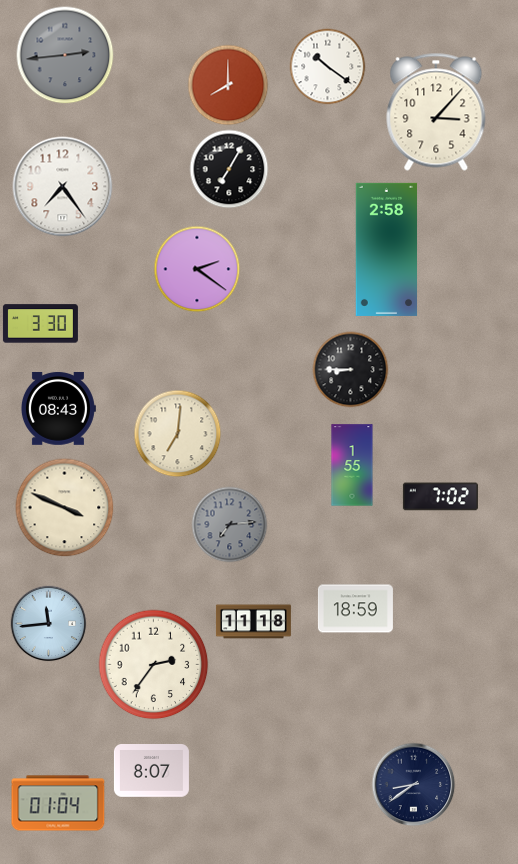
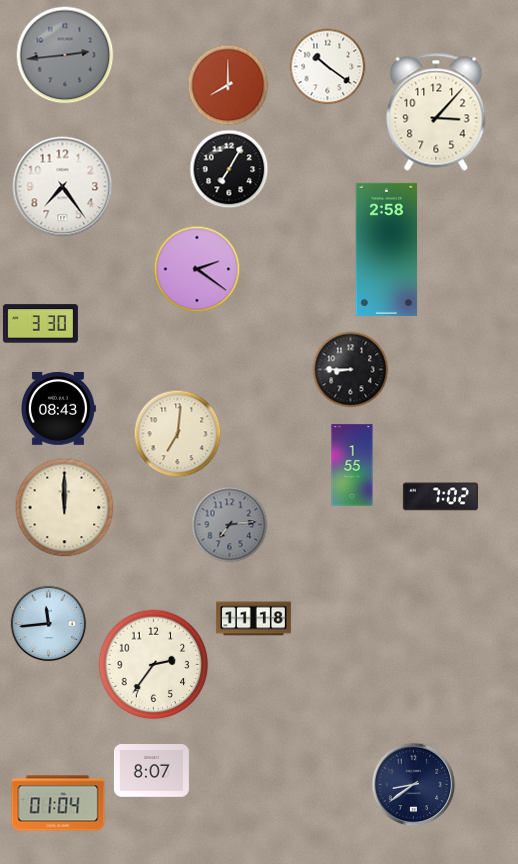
clock at (65, 508): 3:49 -> 12:00
clock at (355, 609): 18:59 -> none
clock at (253, 622) position: (253, 622) -> (253, 619)
